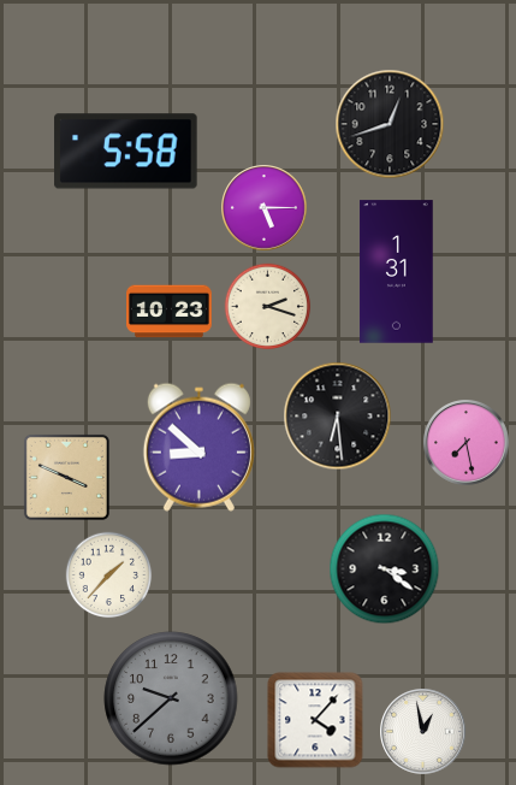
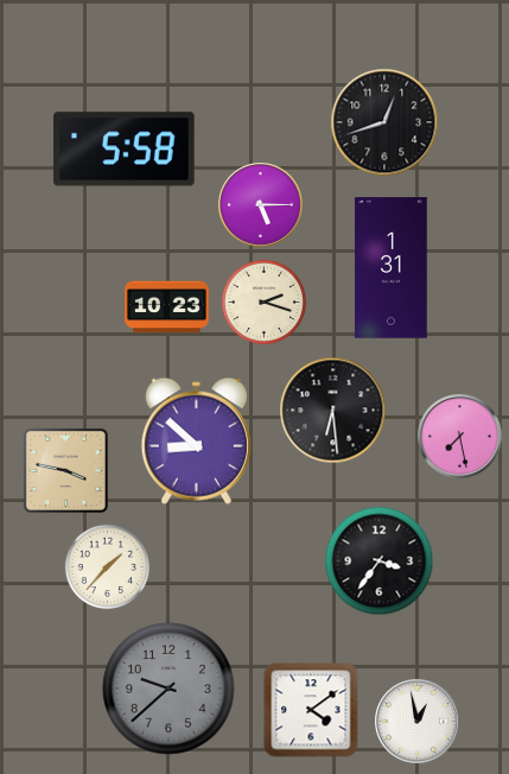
clock at (66, 477): 3:49 -> 3:47
clock at (385, 569): 3:21 -> 3:36
clock at (315, 720): 4:07 -> 4:09
